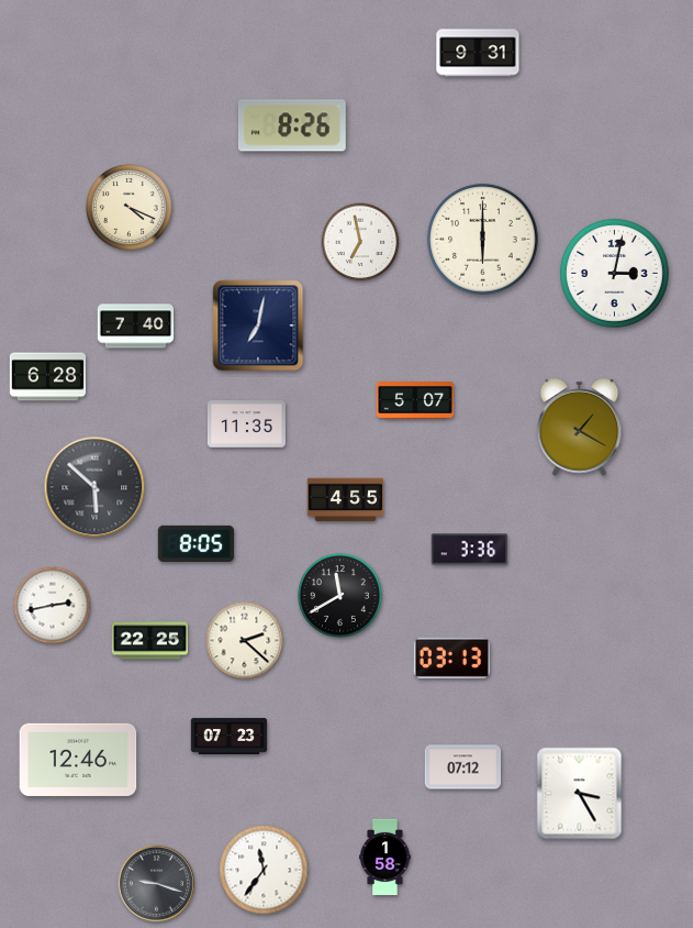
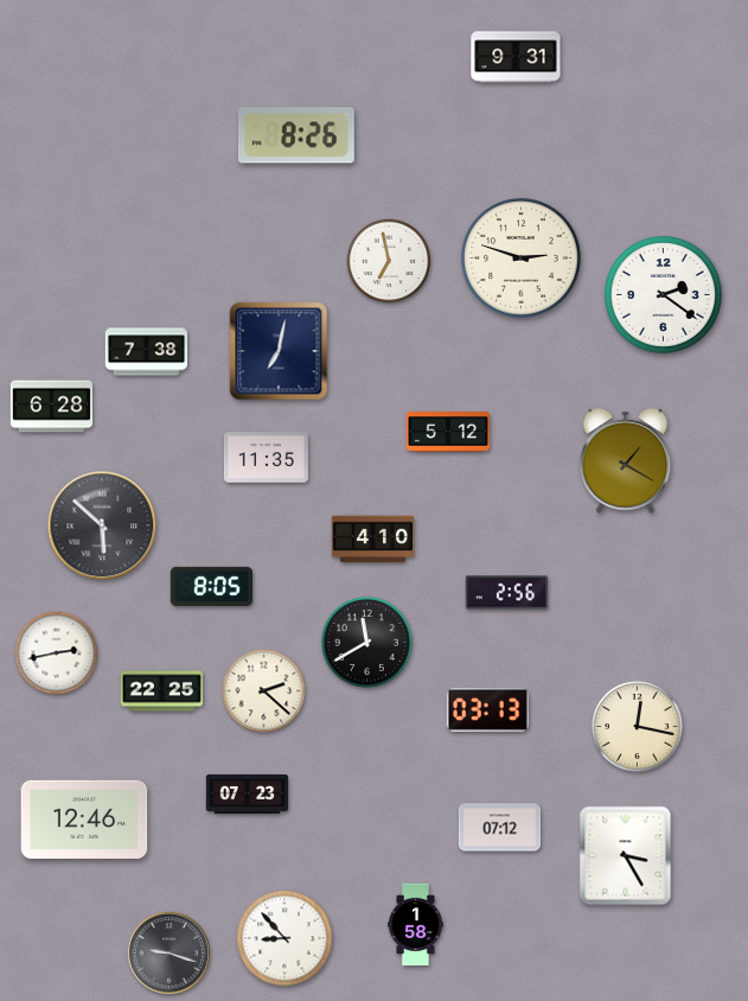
clock at (292, 125) position: (292, 125) -> (296, 135)
clock at (130, 208): 4:19 -> none
clock at (483, 240): 6:00 -> 2:48
clock at (615, 274): 3:02 -> 2:21
clock at (136, 327): 7:40 -> 7:38
clock at (415, 401): 5:07 -> 5:12
clock at (346, 500): 4:55 -> 4:10
clock at (470, 550): 3:36 -> 2:56
clock at (637, 726): none -> 12:17
clock at (264, 870): 11:36 -> 8:53
